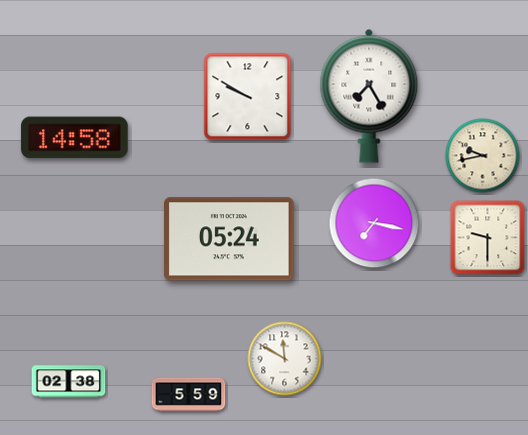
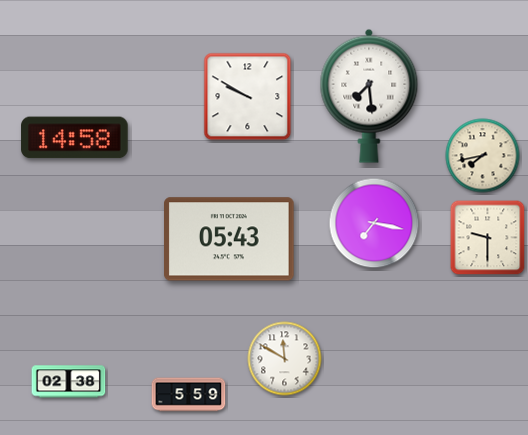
clock at (369, 96): 7:25 -> 7:29
clock at (483, 156): 9:43 -> 7:43
clock at (229, 239): 05:24 -> 05:43
